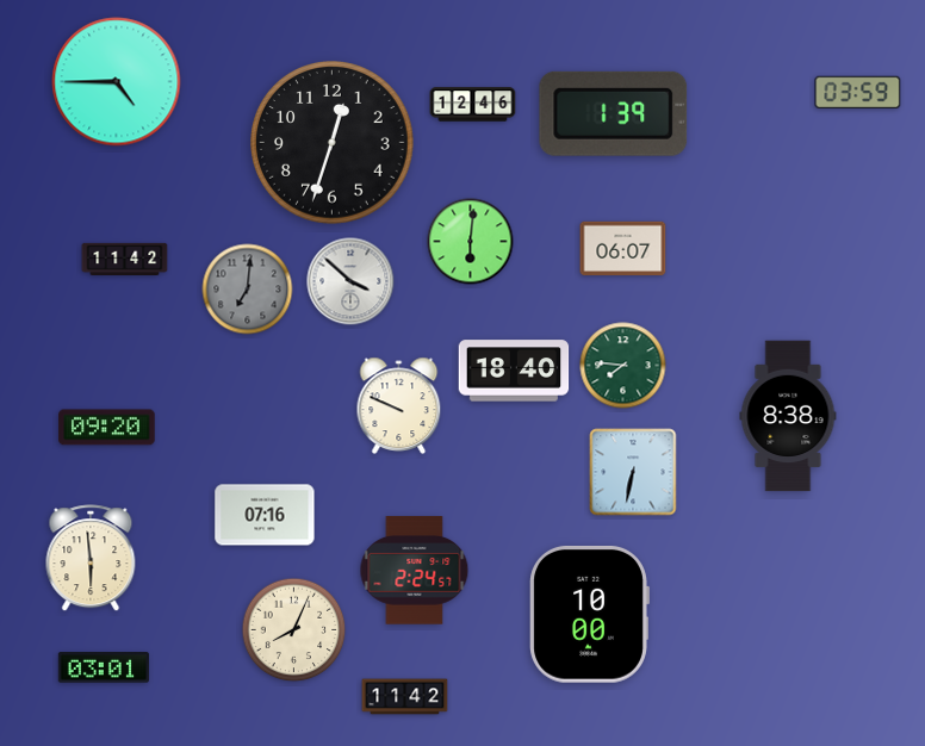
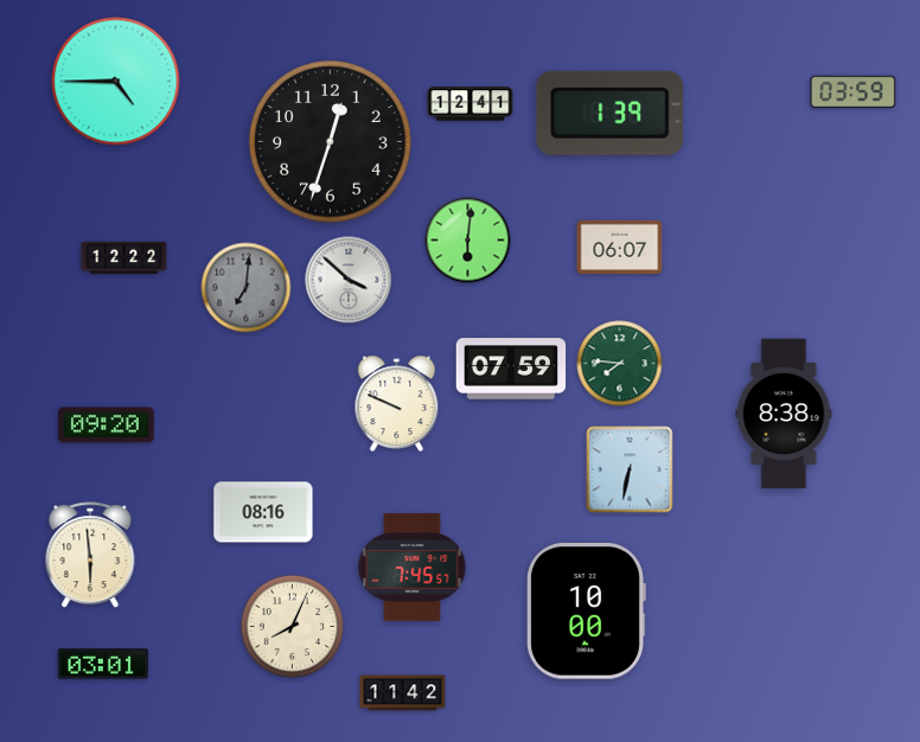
clock at (473, 105): 12:46 -> 12:41
clock at (125, 260): 11:42 -> 12:22
clock at (514, 371): 18:40 -> 07:59
clock at (265, 515): 07:16 -> 08:16
clock at (415, 571): 2:24 -> 7:45
